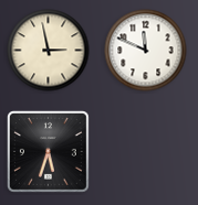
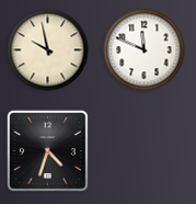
clock at (49, 51): 2:58 -> 9:58
clock at (48, 151): 5:33 -> 4:33
